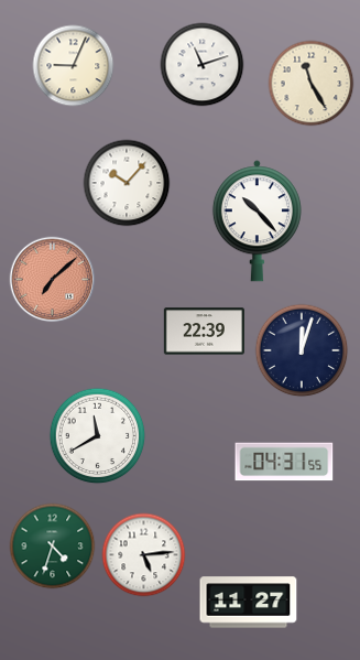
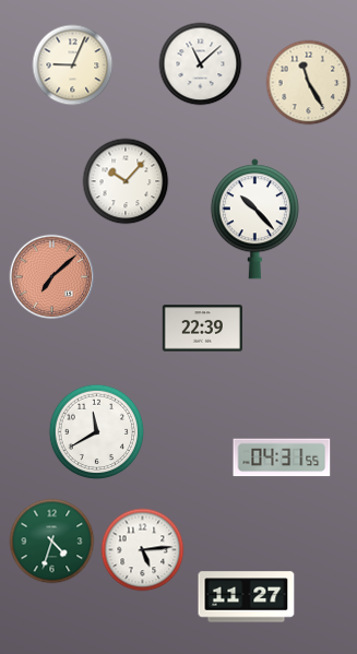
clock at (203, 65): 11:12 -> 11:08
clock at (302, 350): 12:03 -> none
